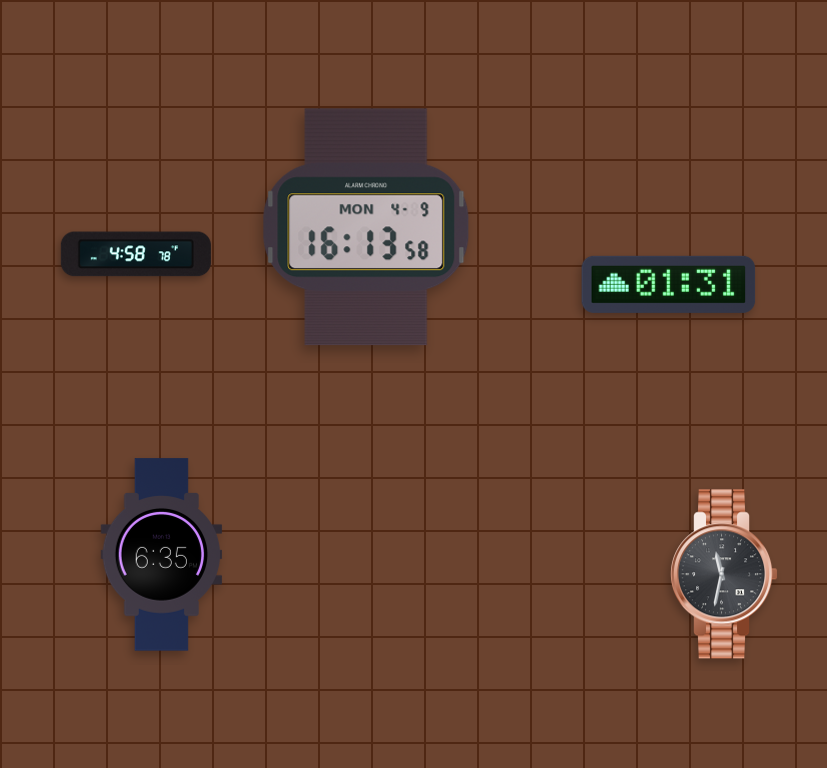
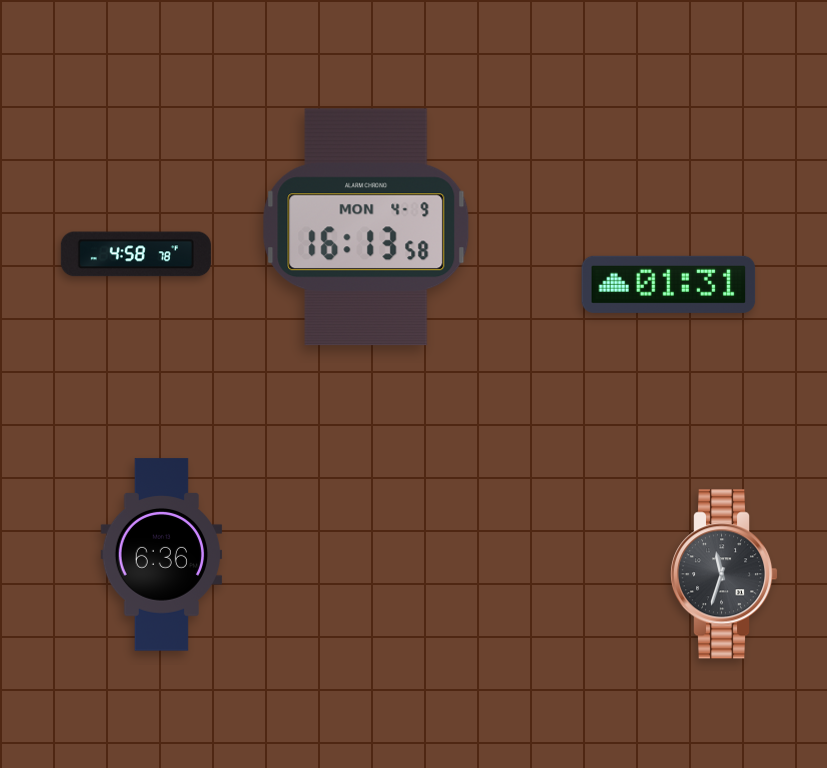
clock at (162, 555): 6:35 -> 6:36
clock at (724, 574): 11:32 -> 11:33
